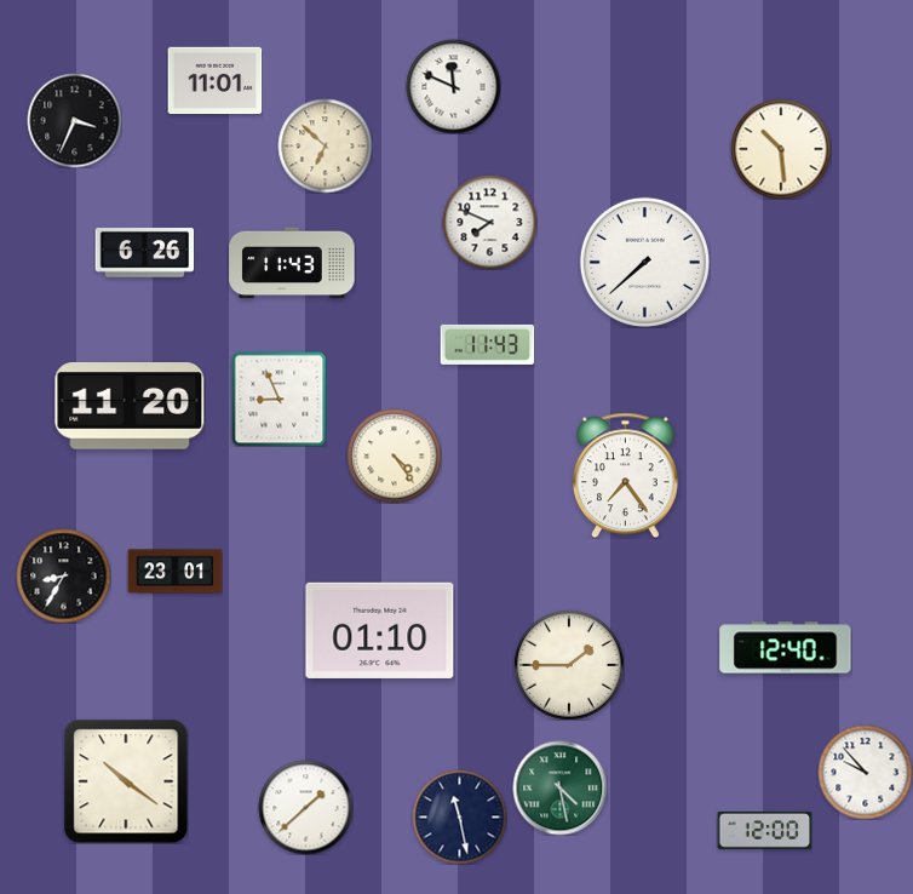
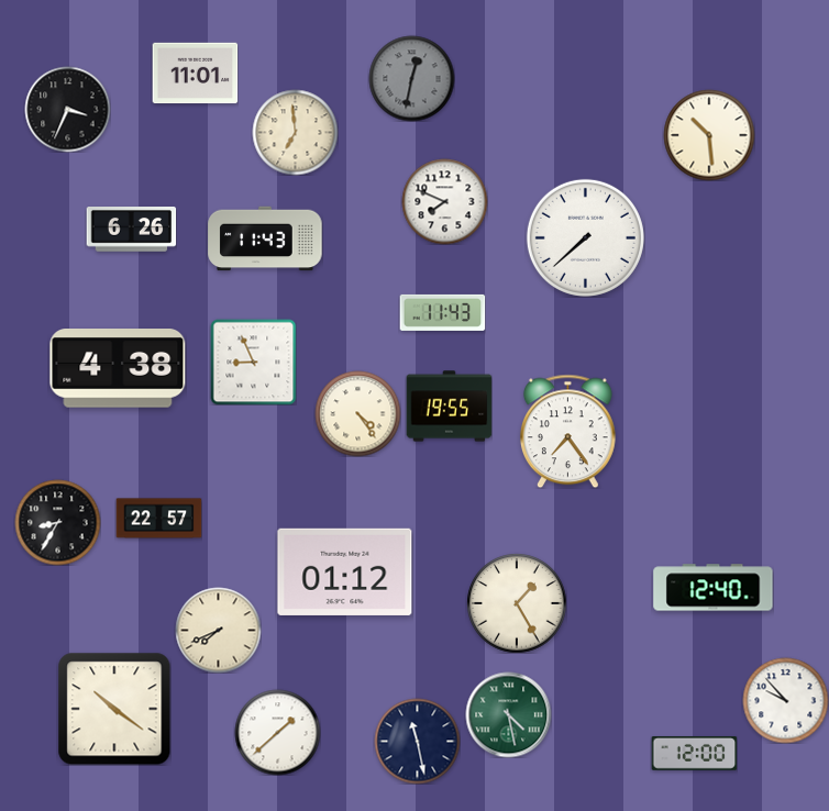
clock at (453, 86): 11:49 -> 12:32
clock at (453, 86) dial: white -> grey
clock at (325, 145): 6:52 -> 6:59
clock at (130, 407): 11:20 -> 4:38
clock at (449, 407): none -> 19:55
clock at (174, 572): 23:01 -> 22:57
clock at (380, 630): 01:10 -> 01:12
clock at (569, 665): 1:45 -> 1:25
clock at (218, 630): none -> 7:41
